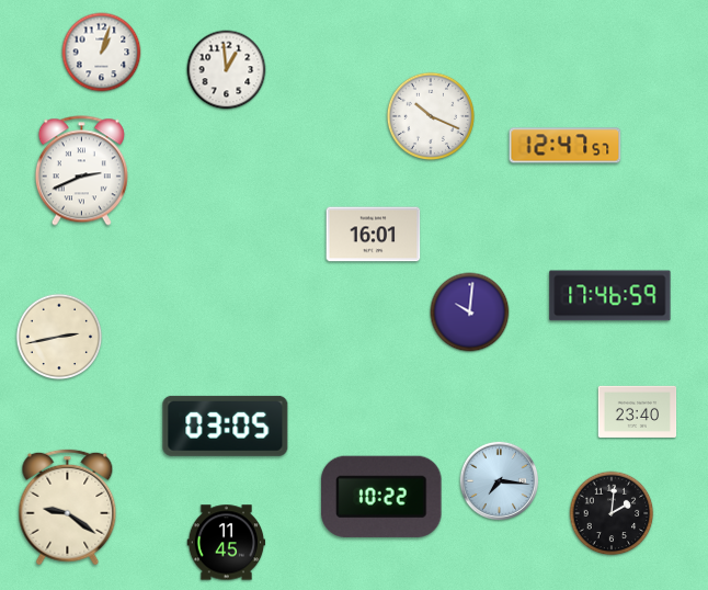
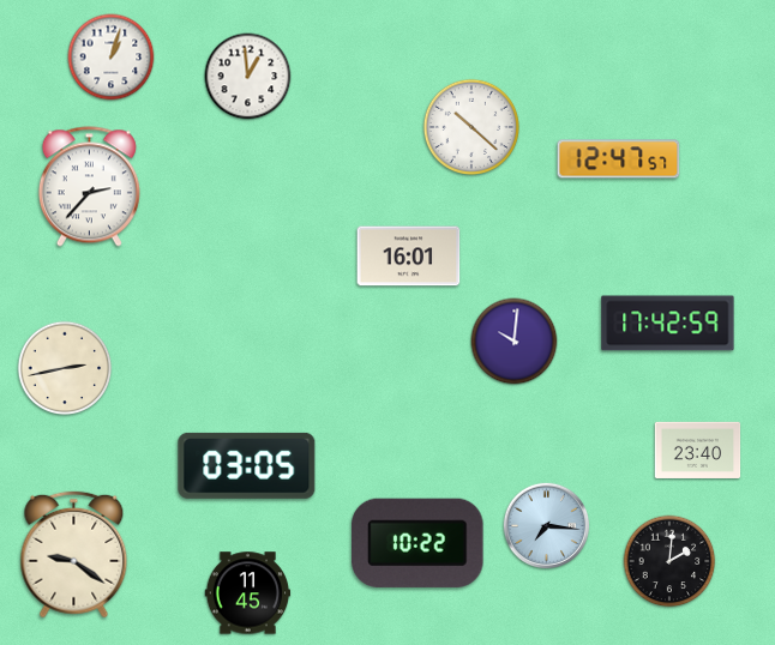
clock at (430, 115): 10:19 -> 10:22
clock at (81, 171): 2:41 -> 2:37
clock at (610, 296): 17:46 -> 17:42
